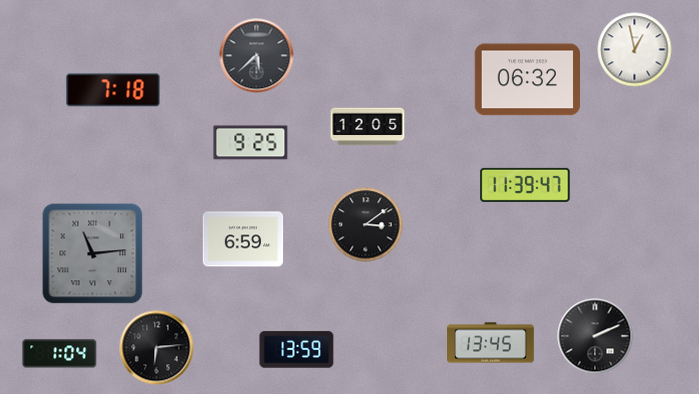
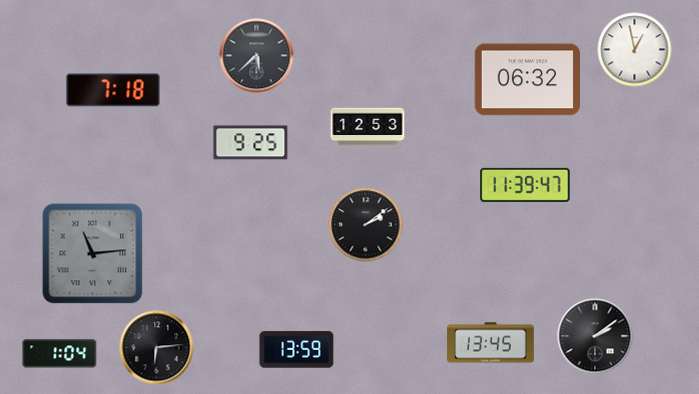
clock at (368, 127): 12:05 -> 12:53
clock at (366, 225): 3:09 -> 2:09
clock at (243, 239): 6:59 -> none
clock at (595, 336): 2:11 -> 2:09
